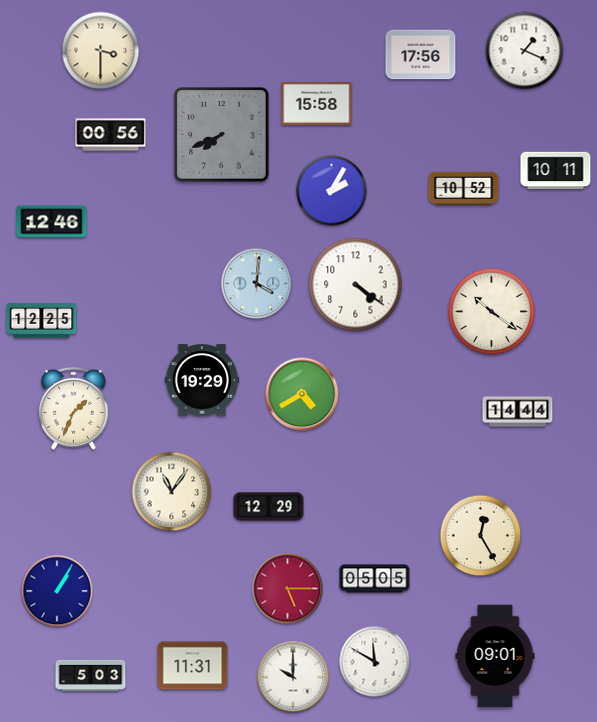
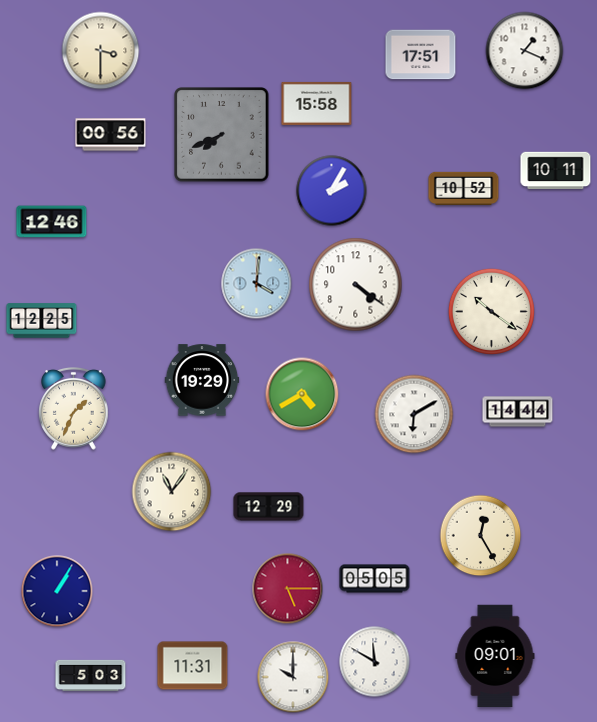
clock at (421, 55): 17:56 -> 17:51
clock at (414, 414): none -> 6:10
